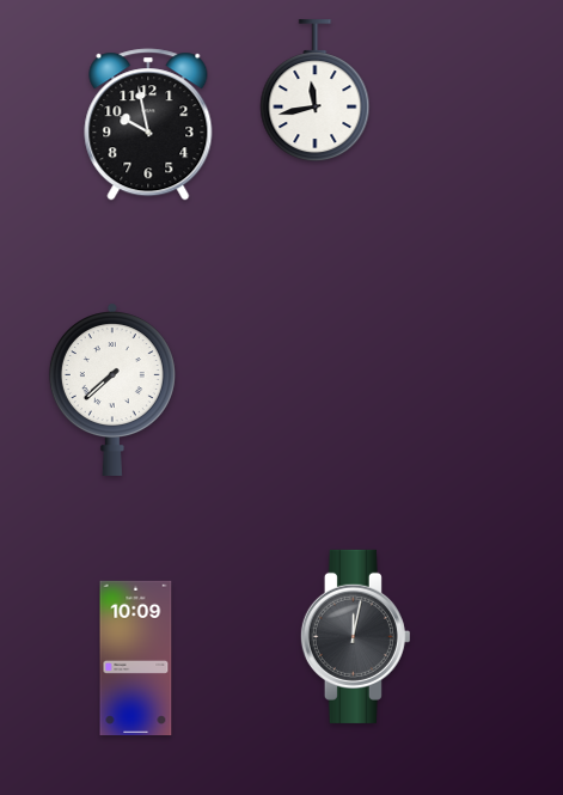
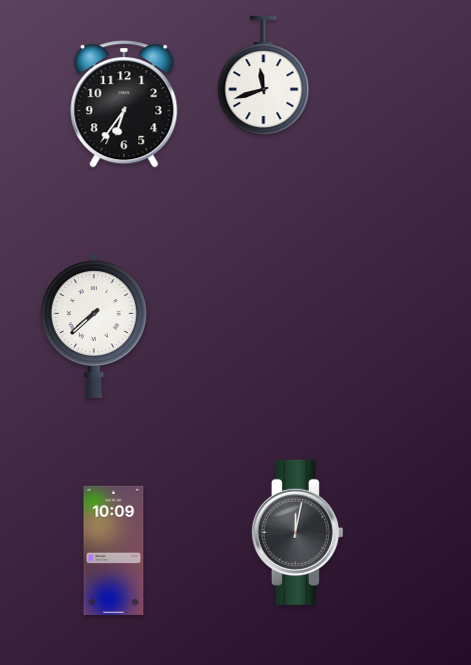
clock at (316, 91): 11:43 -> 11:42
clock at (148, 124): 9:58 -> 6:36
